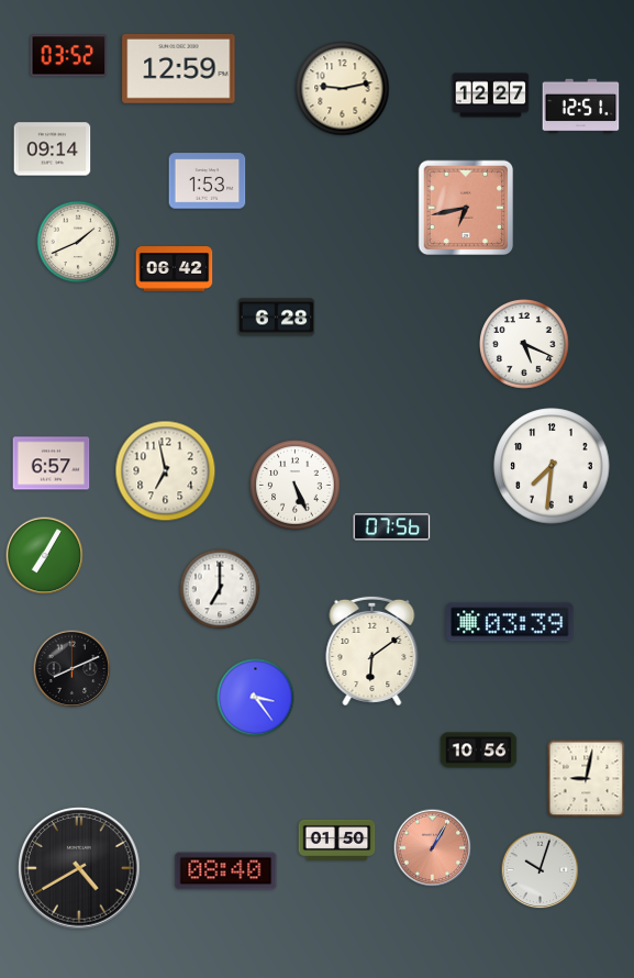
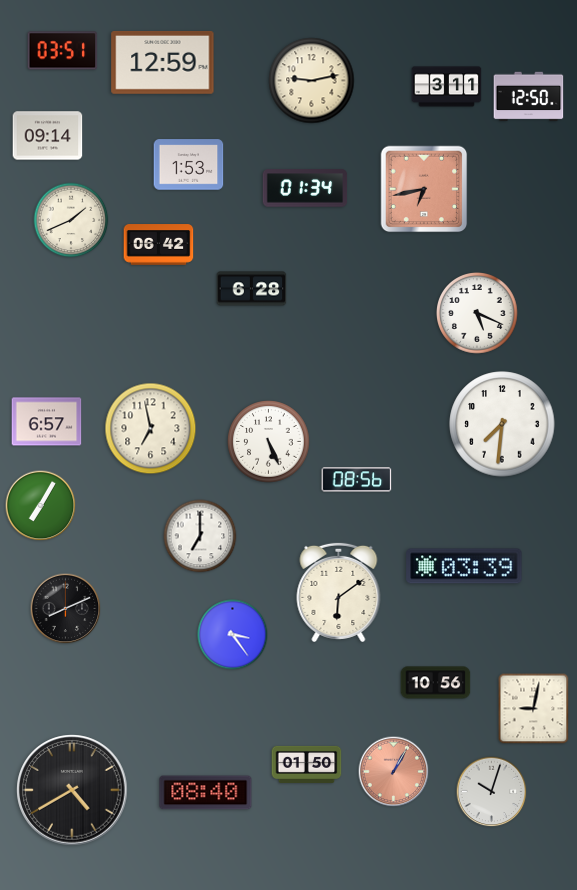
clock at (69, 56): 03:52 -> 03:51
clock at (491, 96): 12:27 -> 3:11
clock at (581, 107): 12:51 -> 12:50
clock at (305, 188): none -> 01:34
clock at (392, 527): 07:56 -> 08:56
